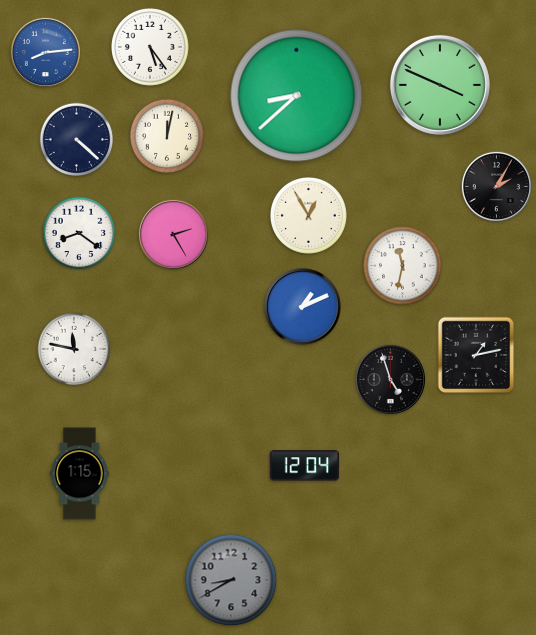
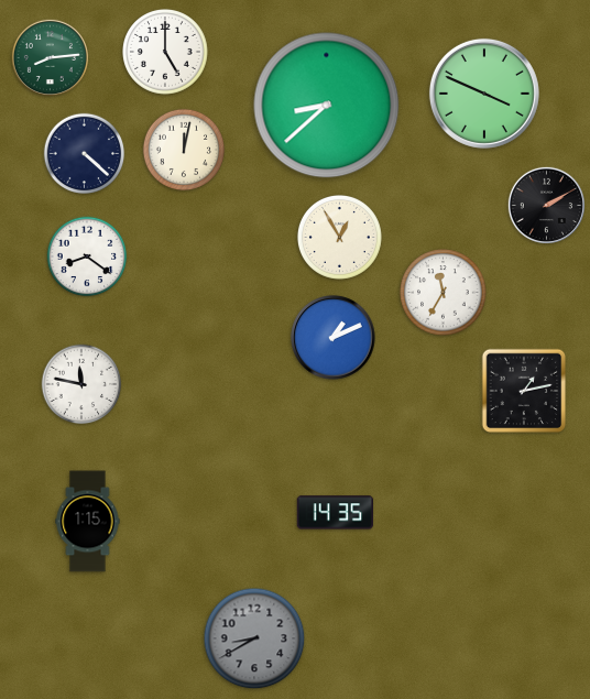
clock at (151, 48): 5:24 -> 5:00
clock at (45, 52) dial: blue -> green
clock at (496, 186): 2:05 -> 2:10
clock at (173, 234): 2:25 -> none
clock at (403, 266): 11:32 -> 11:35
clock at (390, 379): 4:57 -> none
clock at (304, 466): 12:04 -> 14:35
